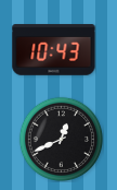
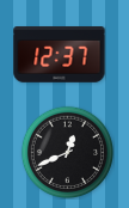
clock at (54, 50): 10:43 -> 12:37
